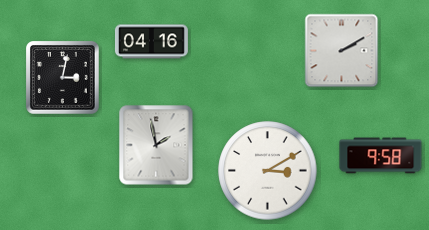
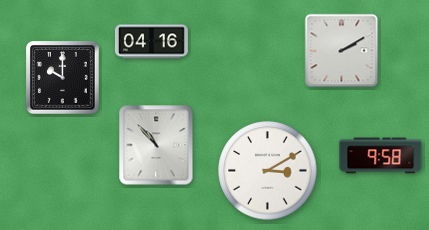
clock at (63, 78): 3:02 -> 10:00
clock at (156, 145): 1:58 -> 10:53
